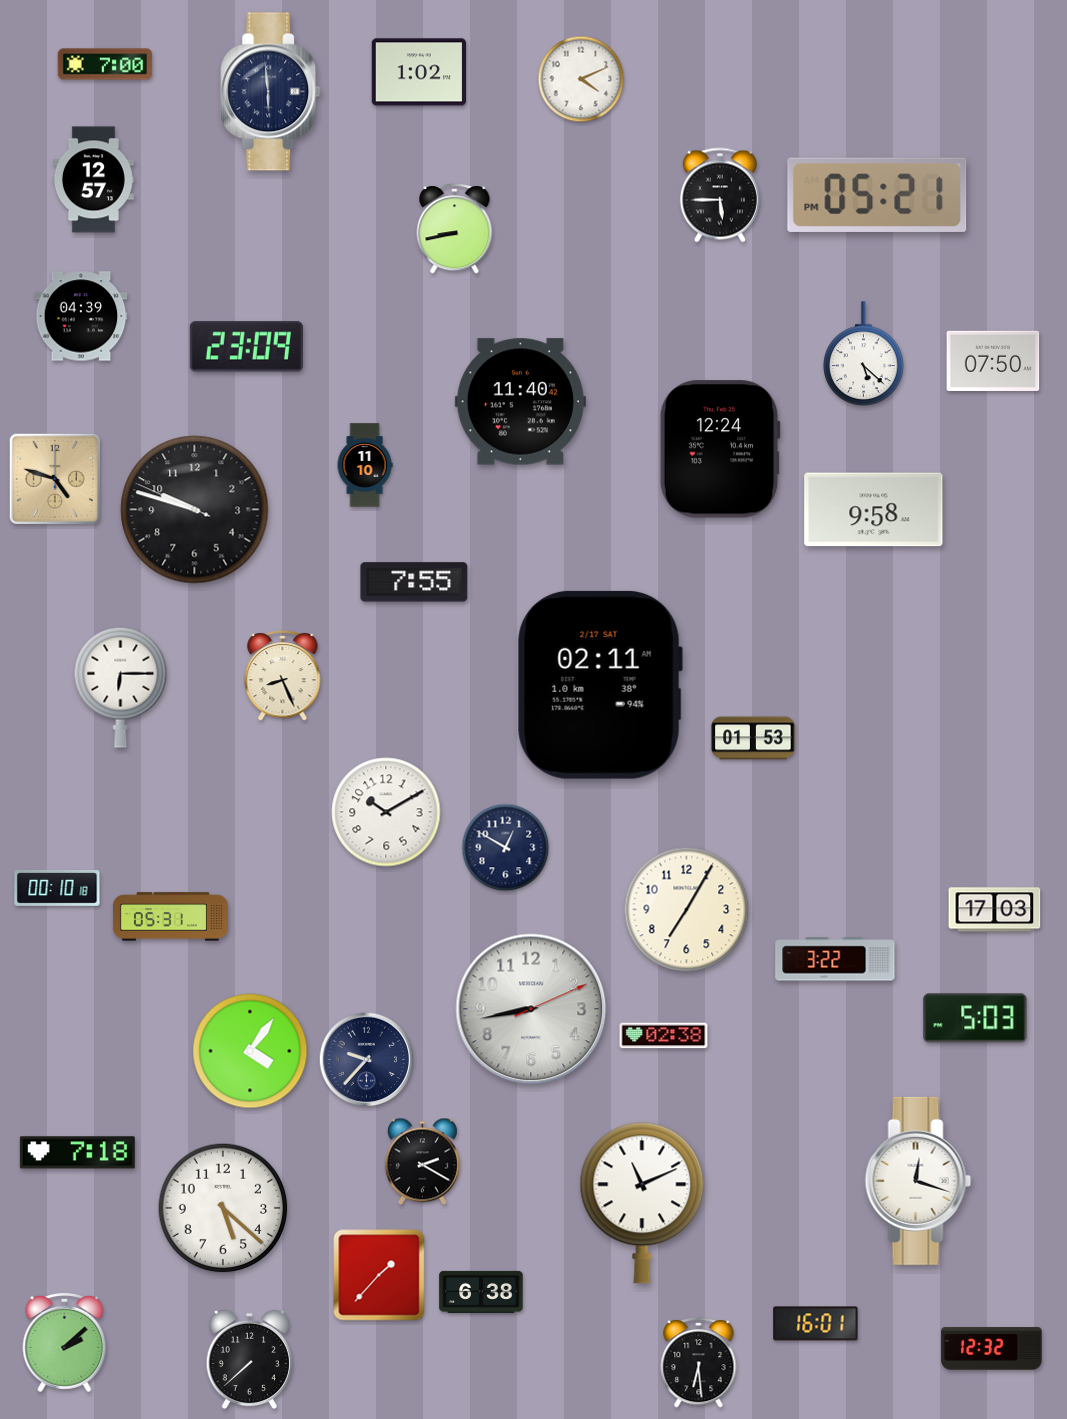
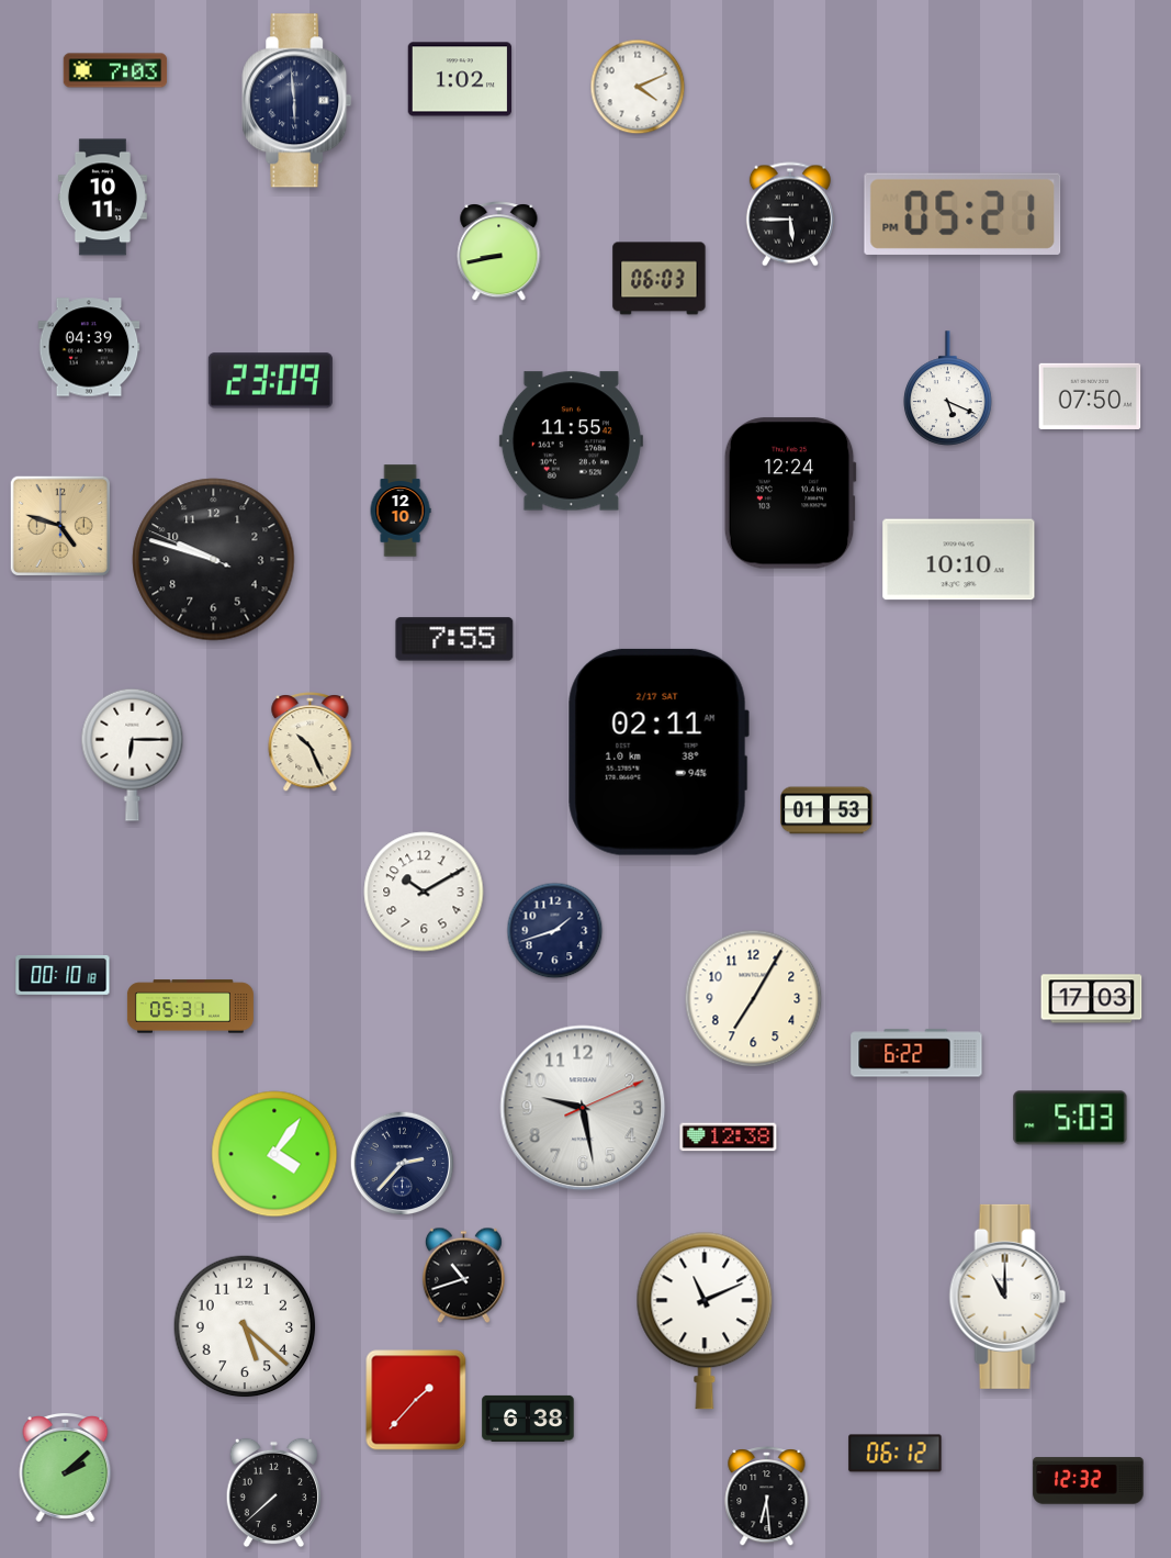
clock at (105, 64): 7:00 -> 7:03
clock at (93, 180): 12:57 -> 10:11
clock at (660, 279): none -> 06:03
clock at (864, 354): 5:22 -> 5:19
clock at (520, 402): 11:40 -> 11:55
clock at (365, 465): 11:10 -> 12:10
clock at (874, 510): 9:58 -> 10:10
clock at (283, 676): 8:26 -> 10:26
clock at (506, 848): 12:50 -> 1:42
clock at (170, 917) position: (170, 917) -> (190, 1007)
clock at (835, 959): 3:22 -> 6:22
clock at (531, 1009): 8:43 -> 9:28
clock at (664, 1036): 02:38 -> 12:38
clock at (367, 1060): 9:37 -> 2:37
clock at (77, 1153): 7:18 -> none
clock at (422, 1162): 2:20 -> 10:42
clock at (918, 1181): 12:18 -> 11:00
clock at (816, 1324): 16:01 -> 06:12
clock at (65, 1343) position: (65, 1343) -> (66, 1468)
